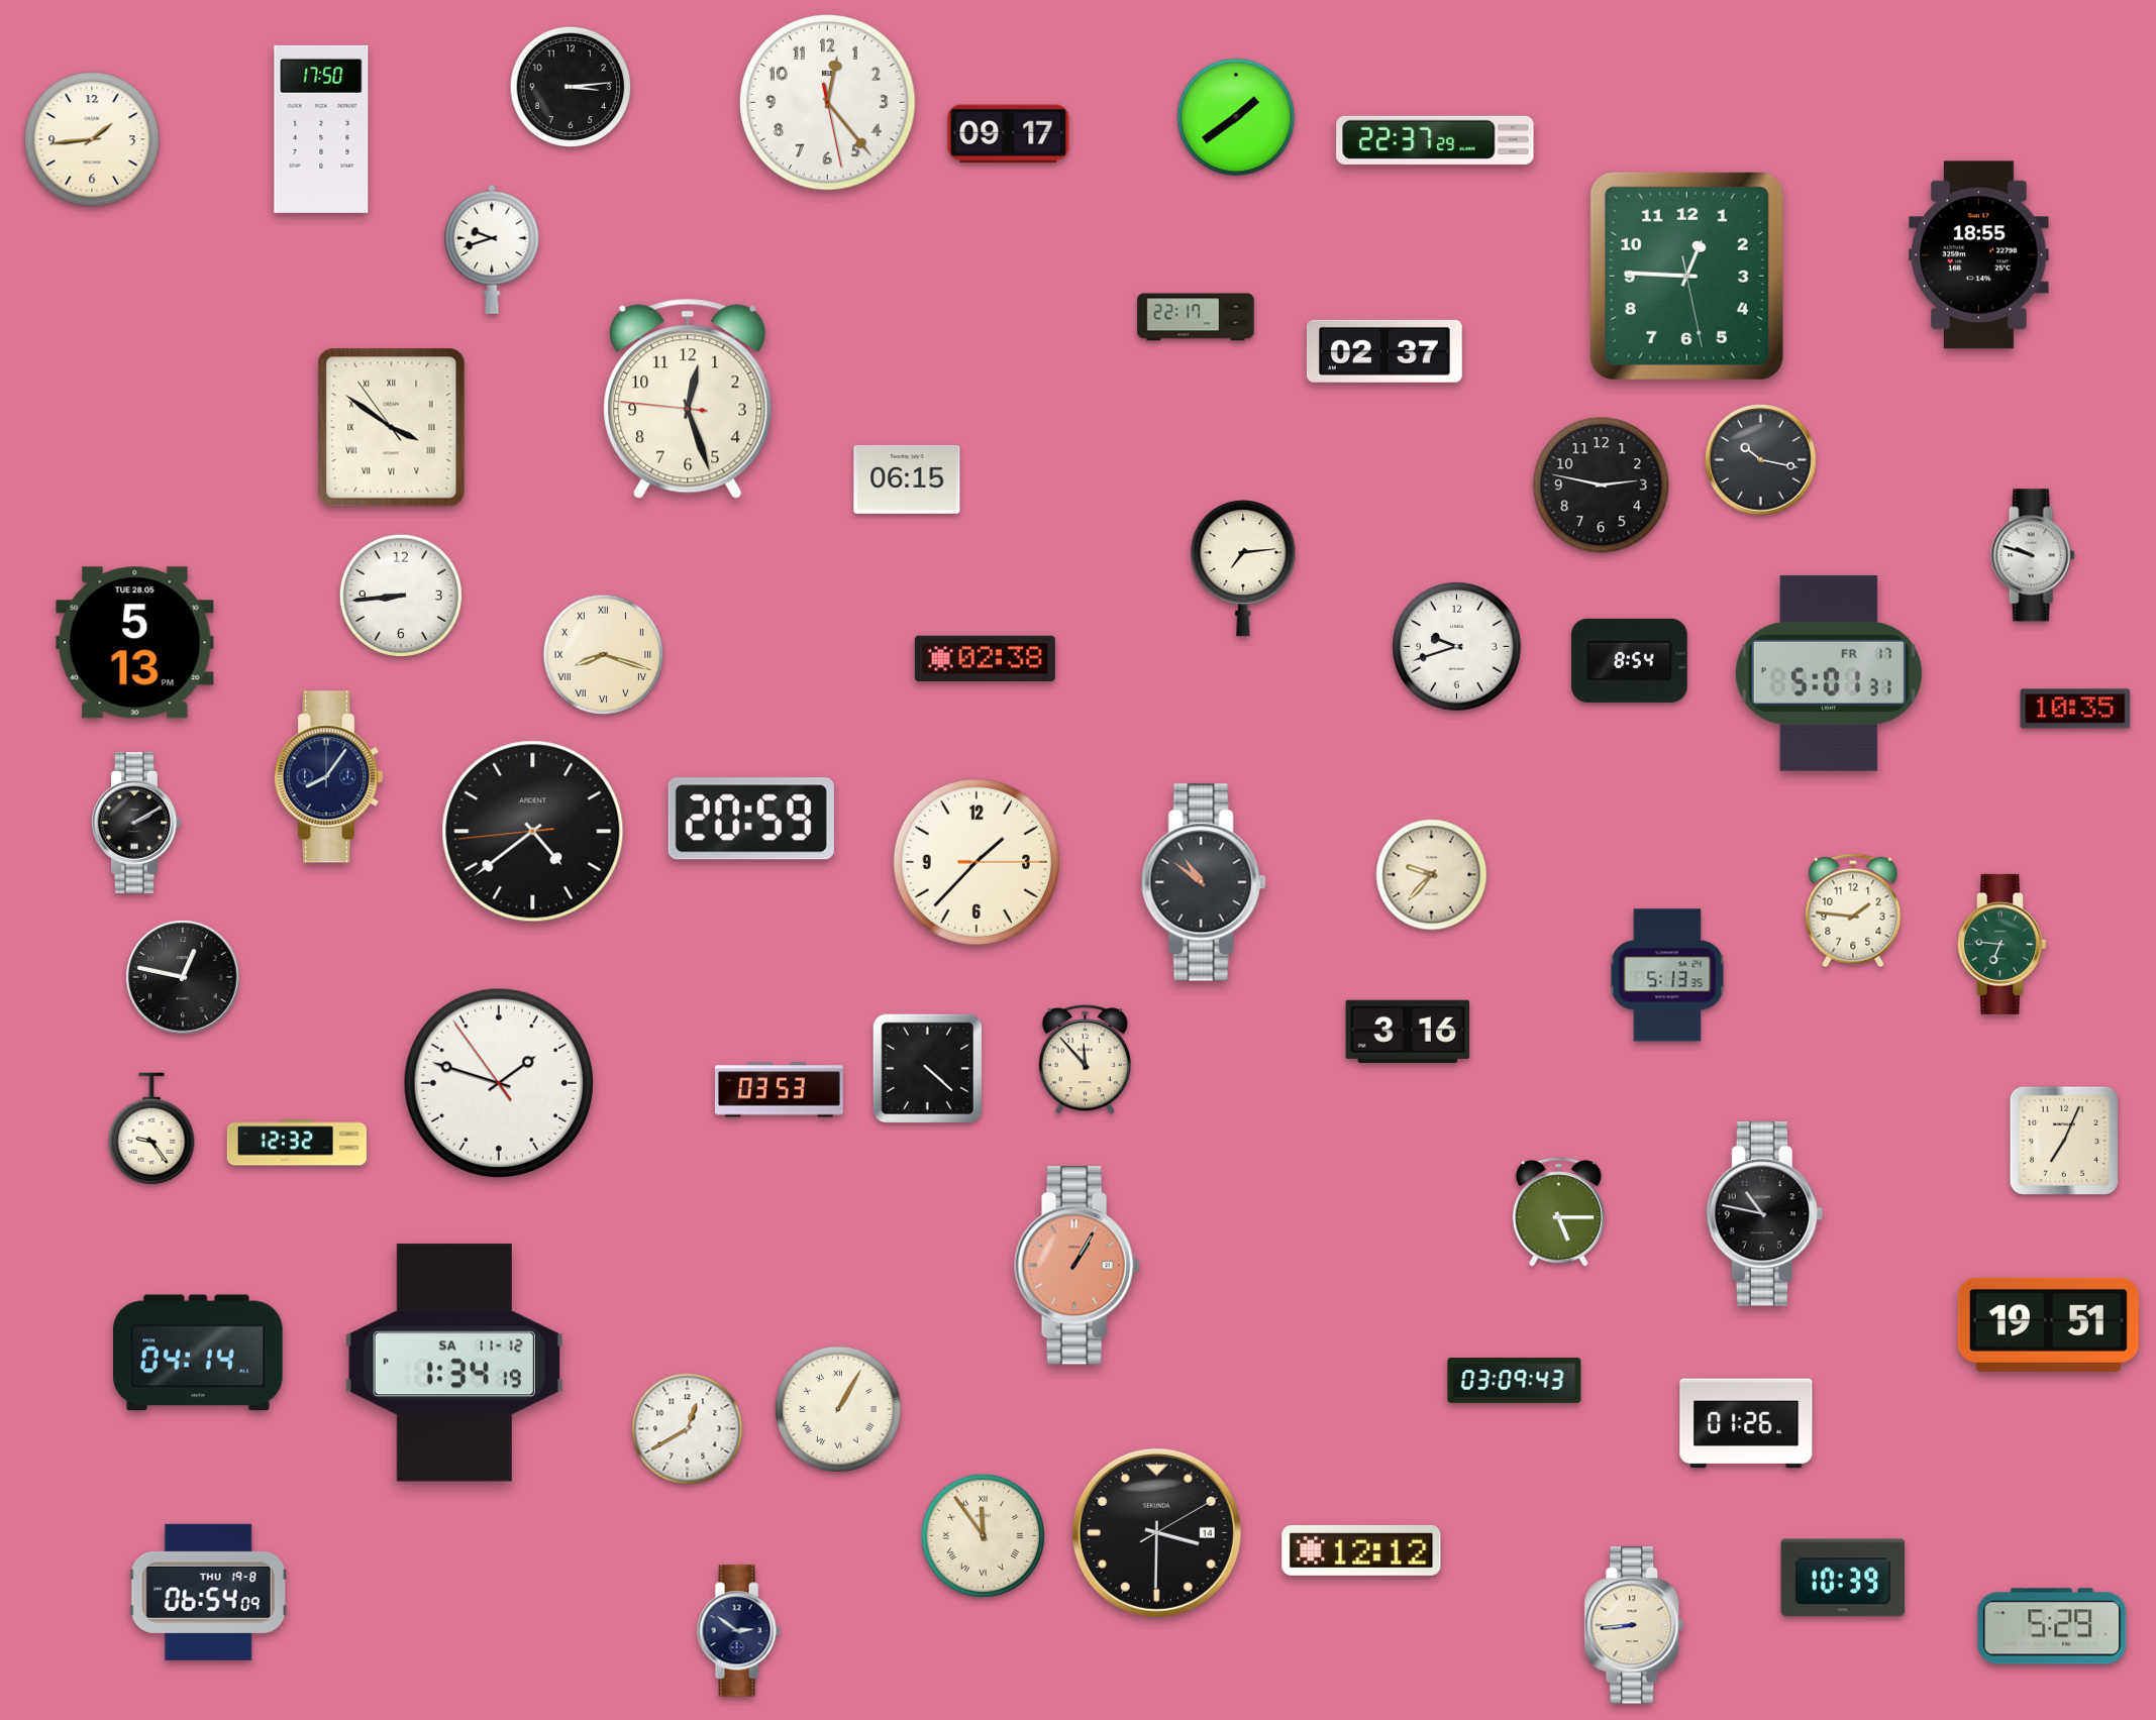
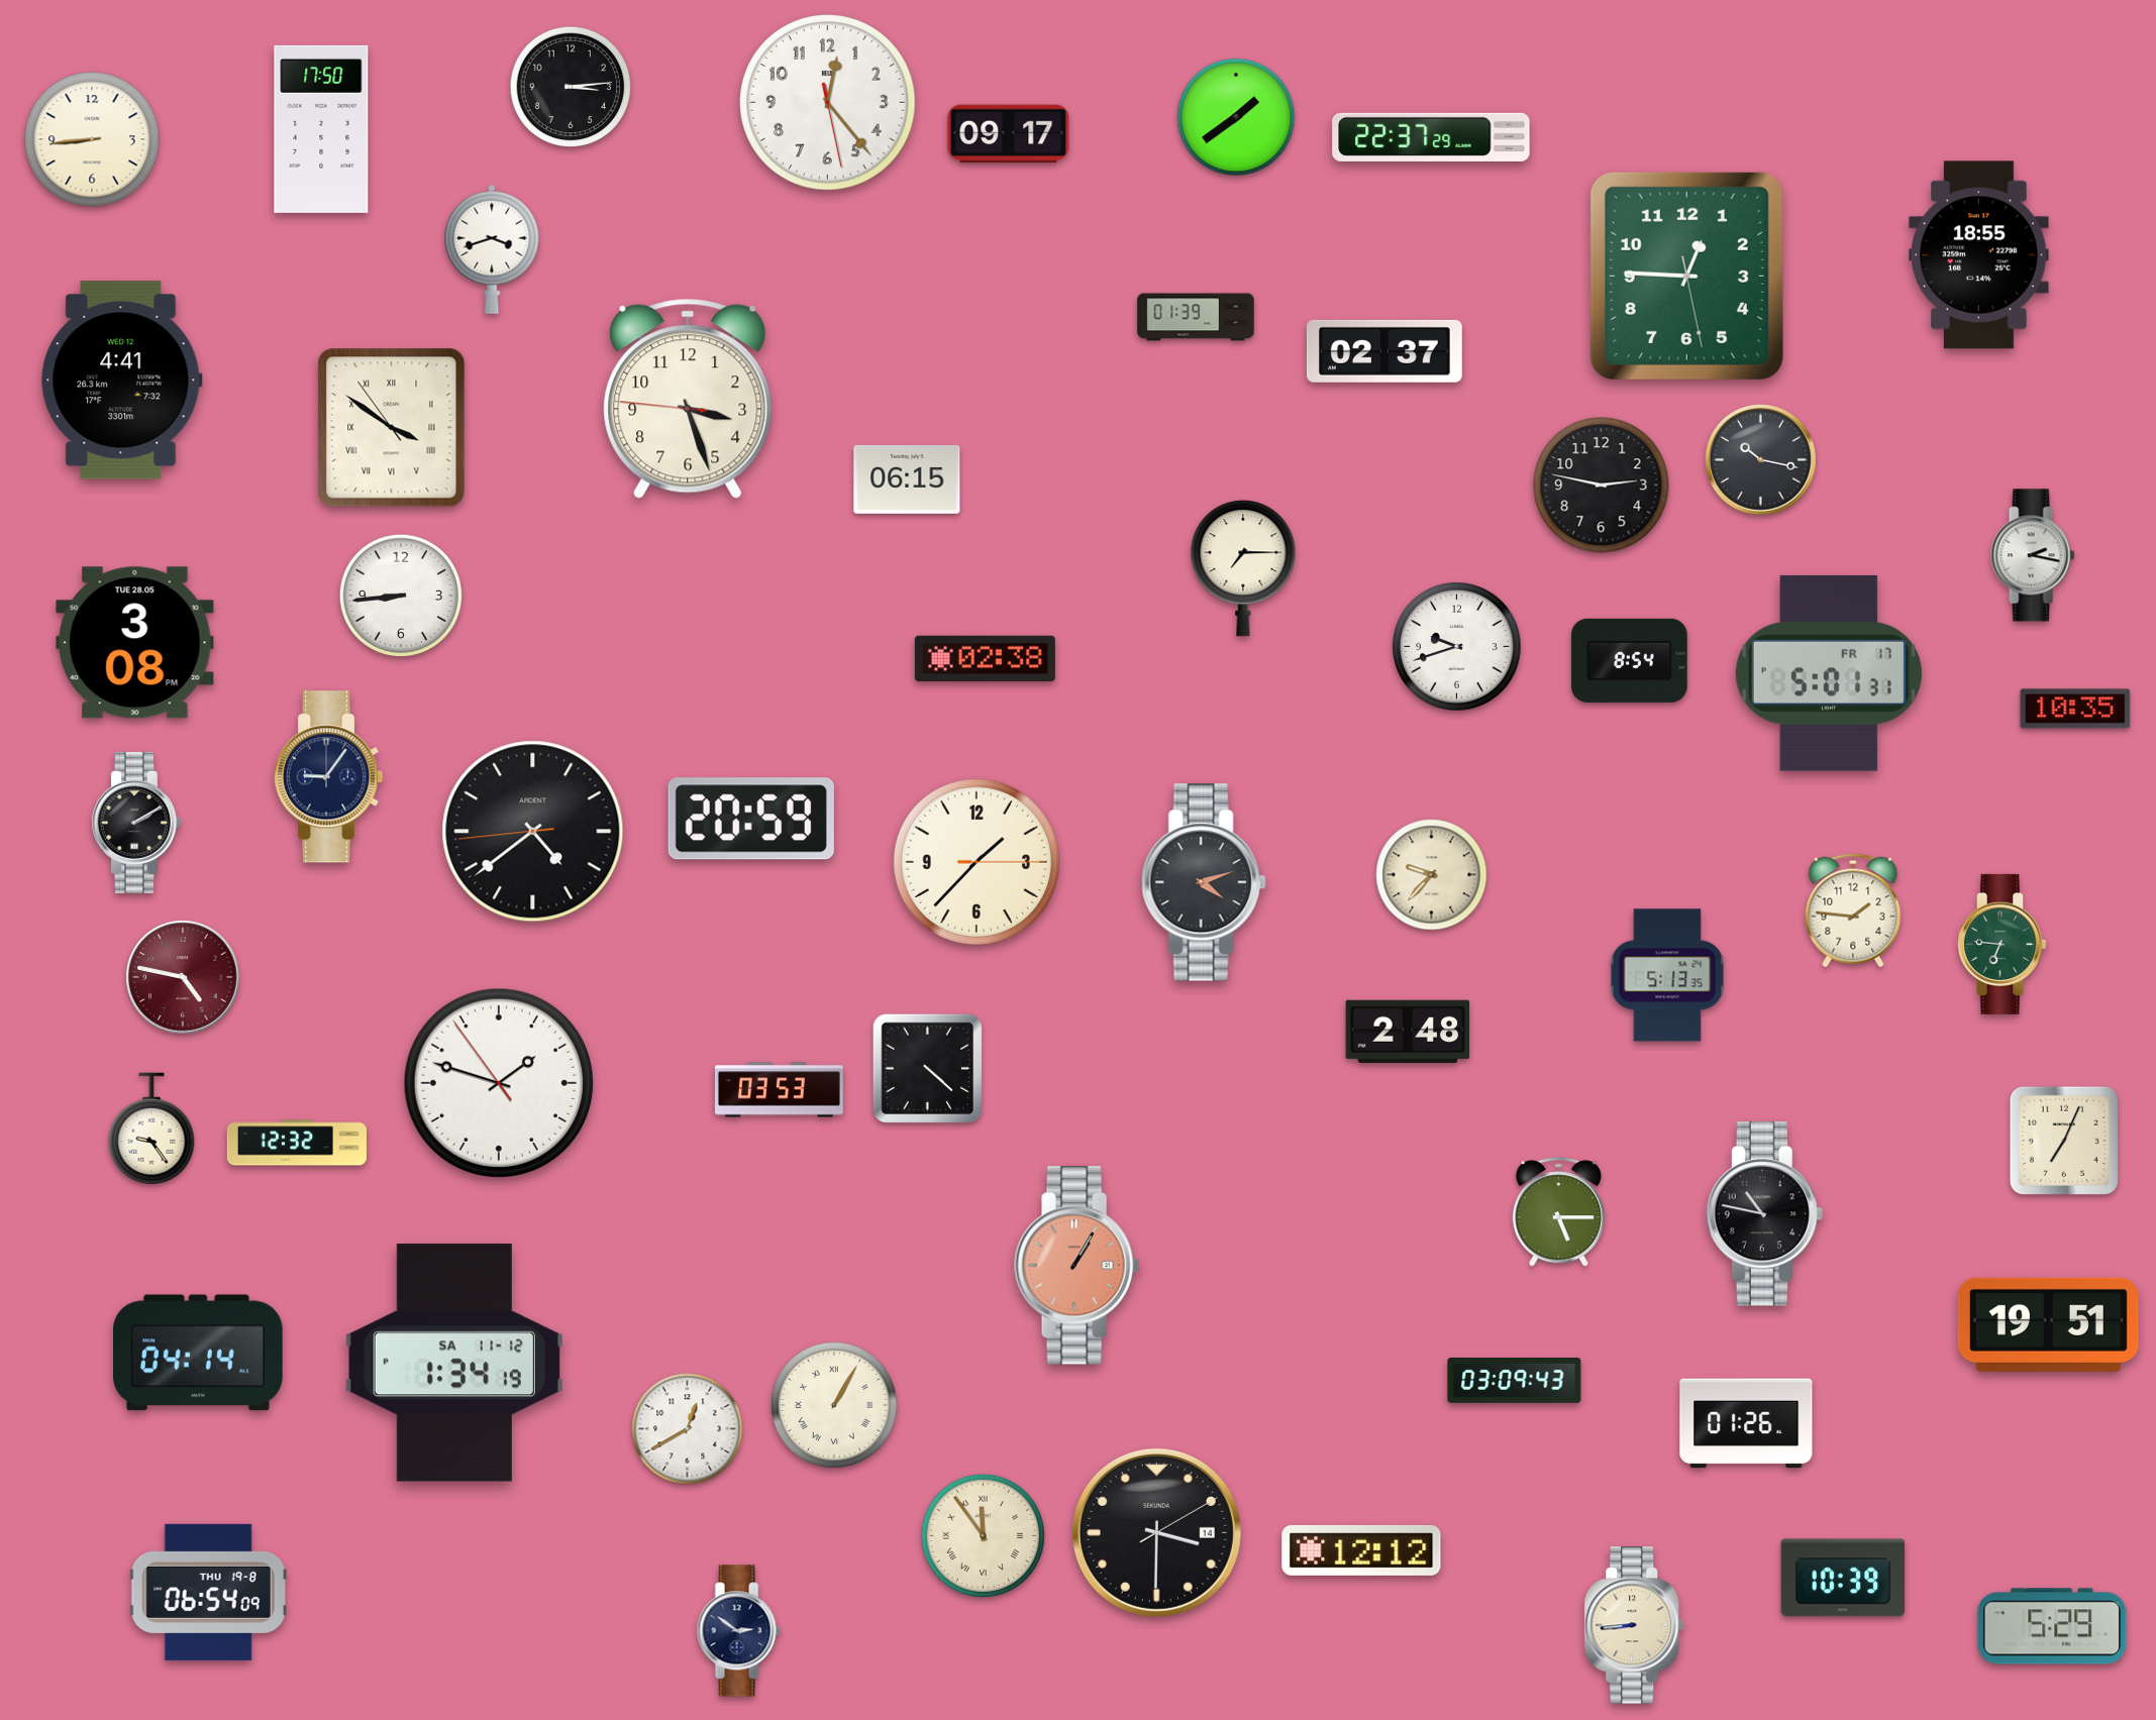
clock at (92, 139): 1:44 -> 8:44
clock at (1435, 140) position: (1435, 140) -> (1431, 137)
clock at (492, 249): 9:42 -> 3:42
clock at (1196, 317): 22:17 -> 01:39
clock at (122, 381): none -> 4:41
clock at (688, 399): 12:26 -> 3:26
clock at (2033, 555): 9:48 -> 2:17
clock at (1243, 568): 7:14 -> 7:15
clock at (135, 643): 5:13 -> 3:08
clock at (604, 655): 8:18 -> none
clock at (328, 777): 8:06 -> 9:06
clock at (1204, 882): 10:51 -> 4:12
clock at (183, 977): 12:47 -> 4:47
clock at (183, 977) dial: black -> burgundy
clock at (1408, 1032): 3:16 -> 2:48
clock at (1085, 1060): 11:53 -> none
clock at (838, 1409) position: (838, 1409) -> (834, 1405)
